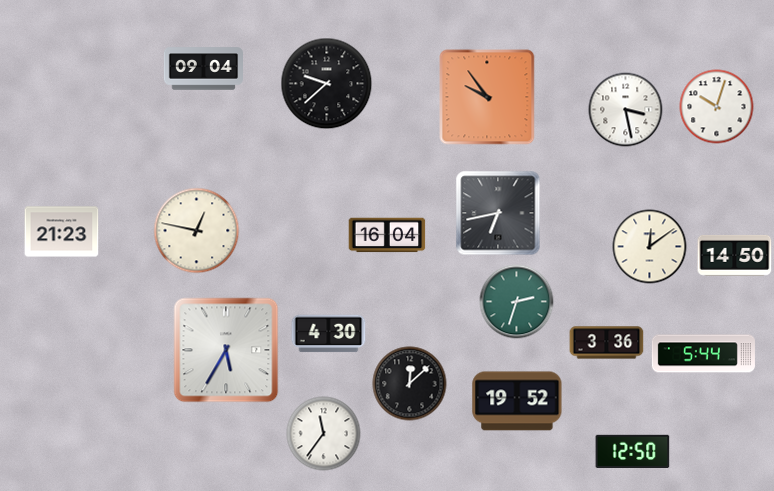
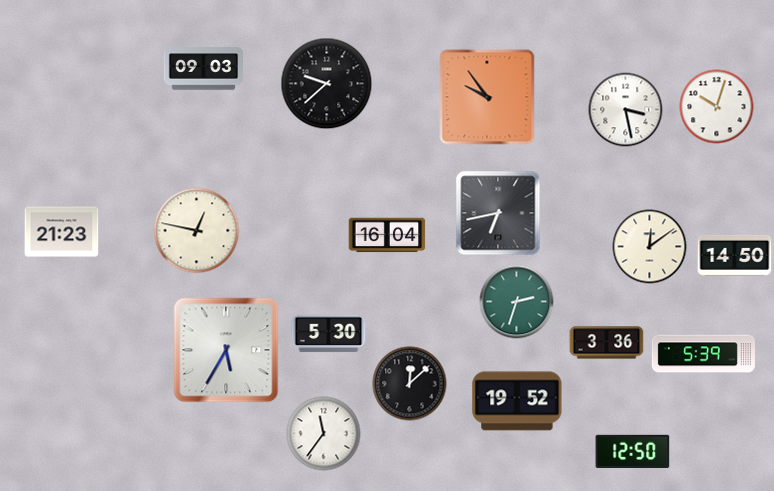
clock at (203, 69): 09:04 -> 09:03
clock at (329, 334): 4:30 -> 5:30
clock at (703, 354): 5:44 -> 5:39
